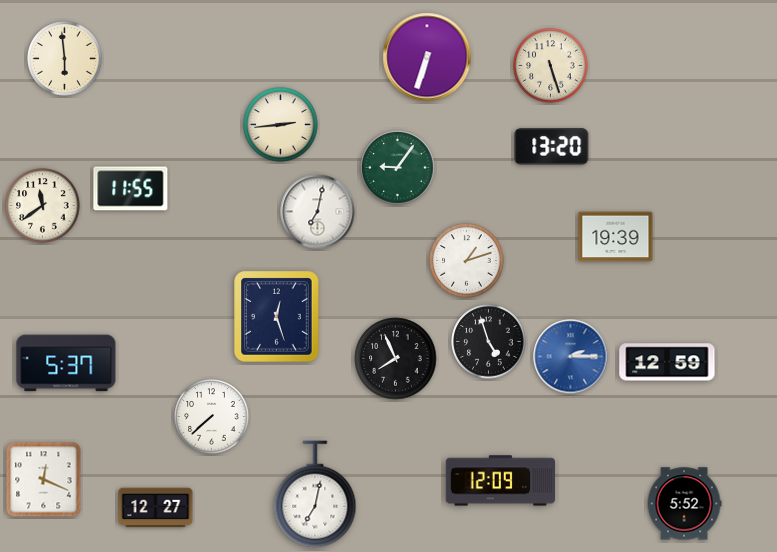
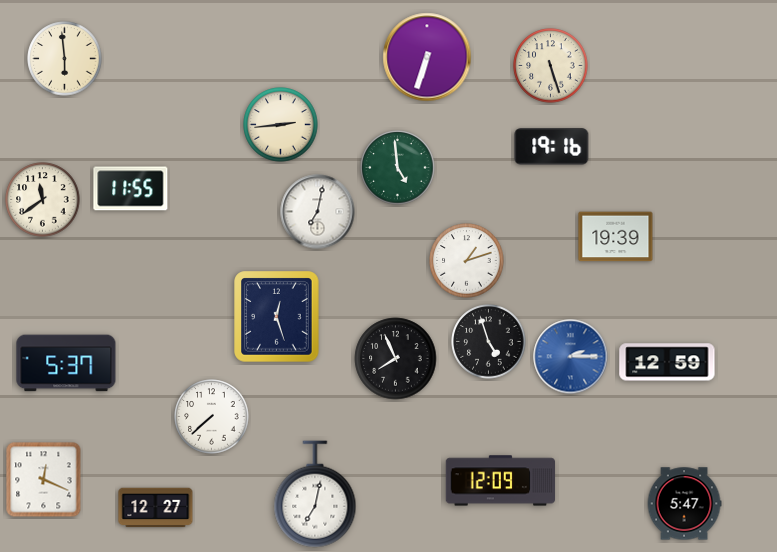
clock at (552, 147): 13:20 -> 19:16
clock at (398, 168): 9:06 -> 4:59
clock at (43, 206) position: (43, 206) -> (43, 200)
clock at (684, 504): 5:52 -> 5:47
